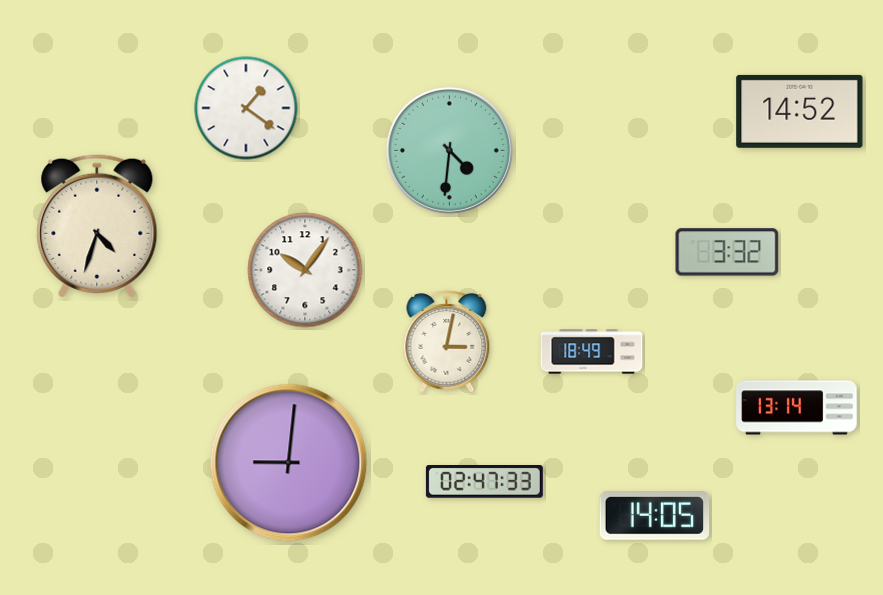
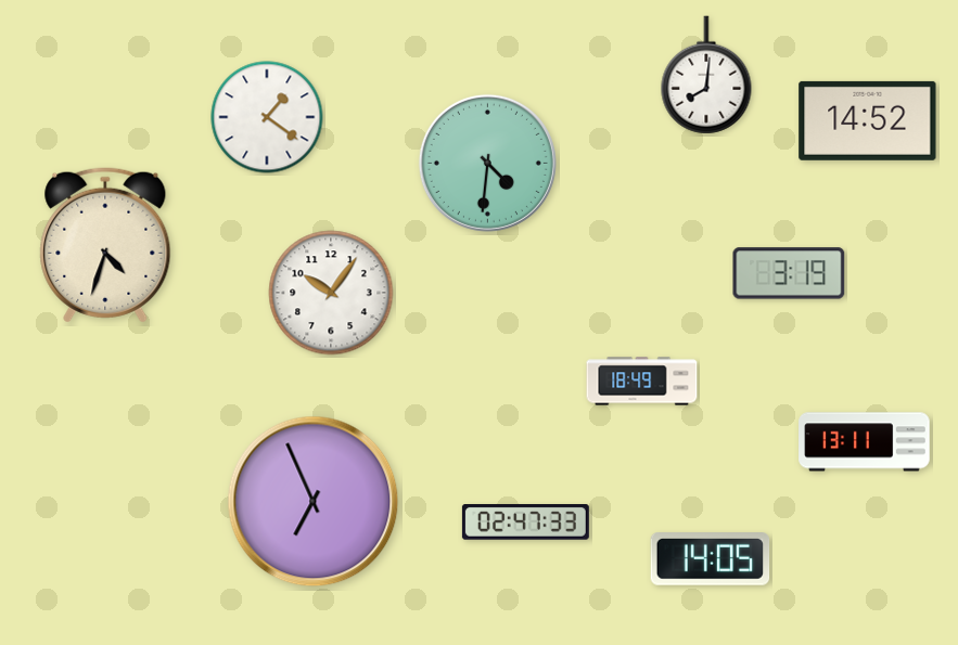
clock at (706, 75): none -> 8:01
clock at (727, 252): 3:32 -> 3:19
clock at (447, 341): 3:02 -> none
clock at (797, 408): 13:14 -> 13:11
clock at (289, 463): 9:01 -> 6:56
